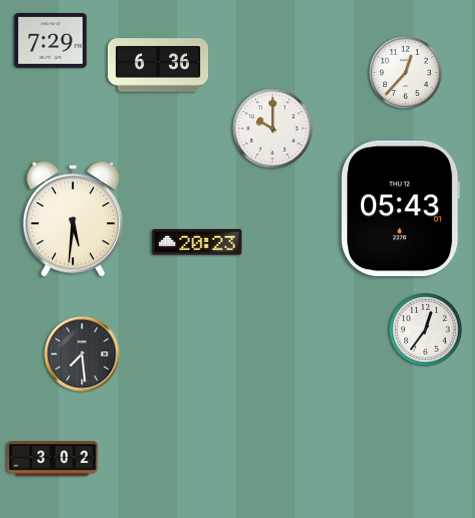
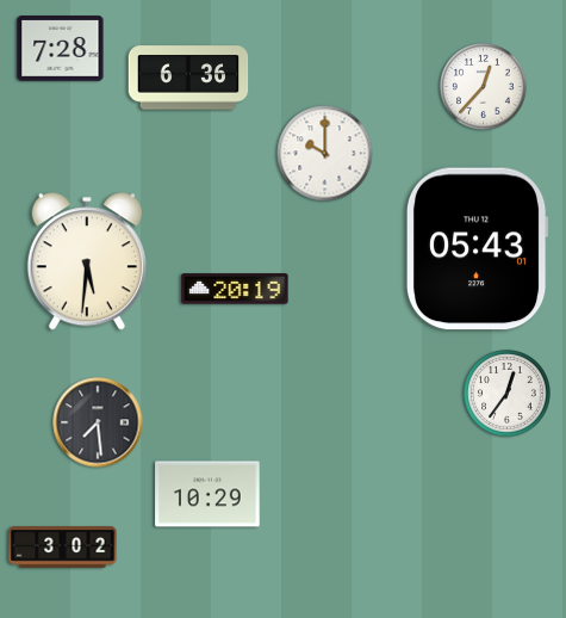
clock at (51, 41): 7:29 -> 7:28
clock at (197, 242): 20:23 -> 20:19
clock at (207, 494): none -> 10:29
